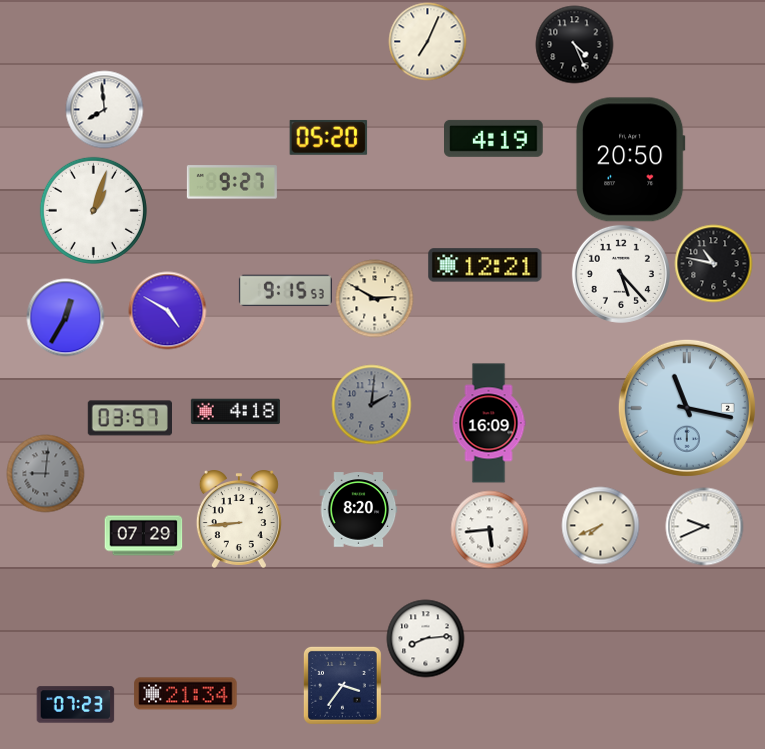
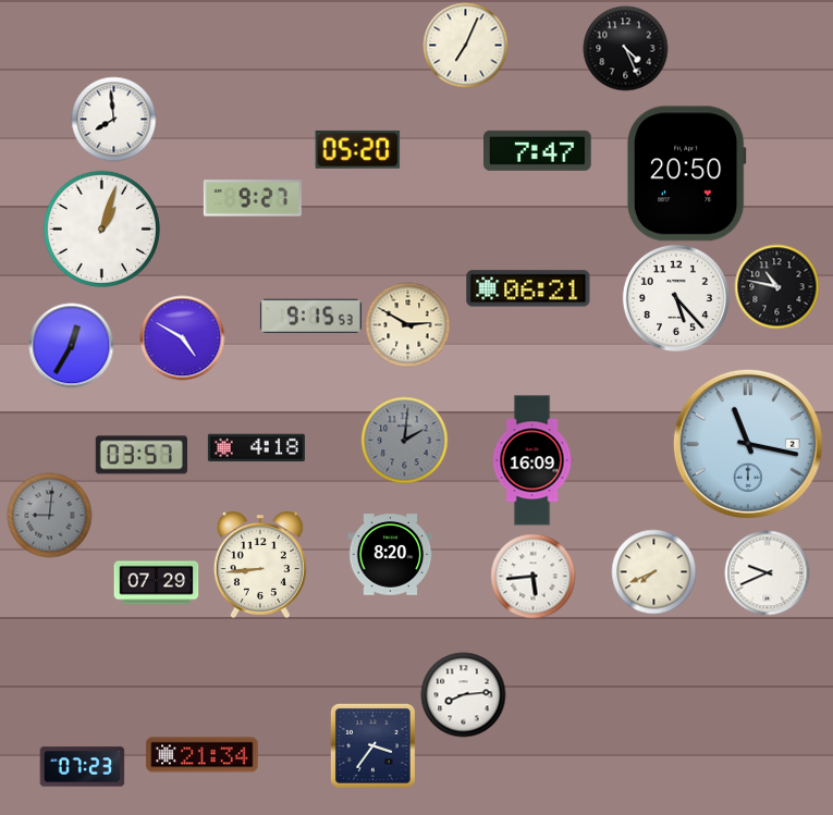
clock at (494, 138): 4:19 -> 7:47
clock at (485, 265): 12:21 -> 06:21
